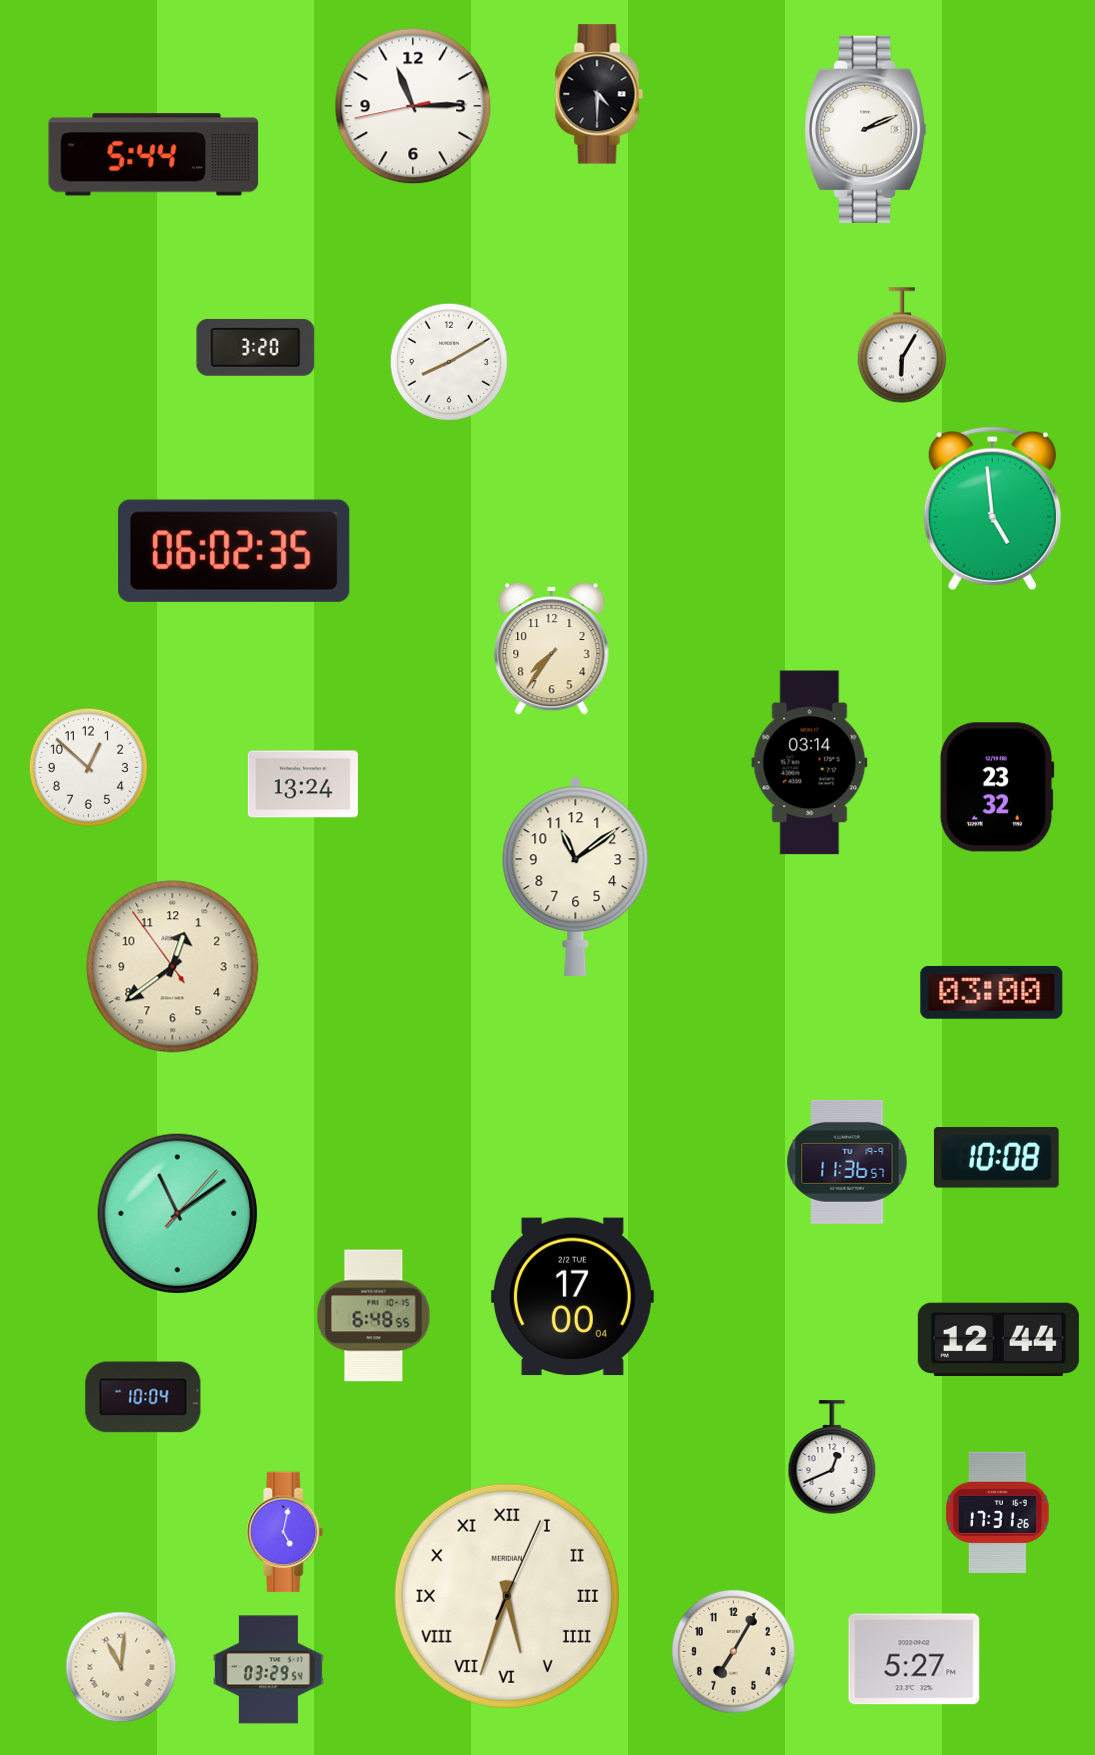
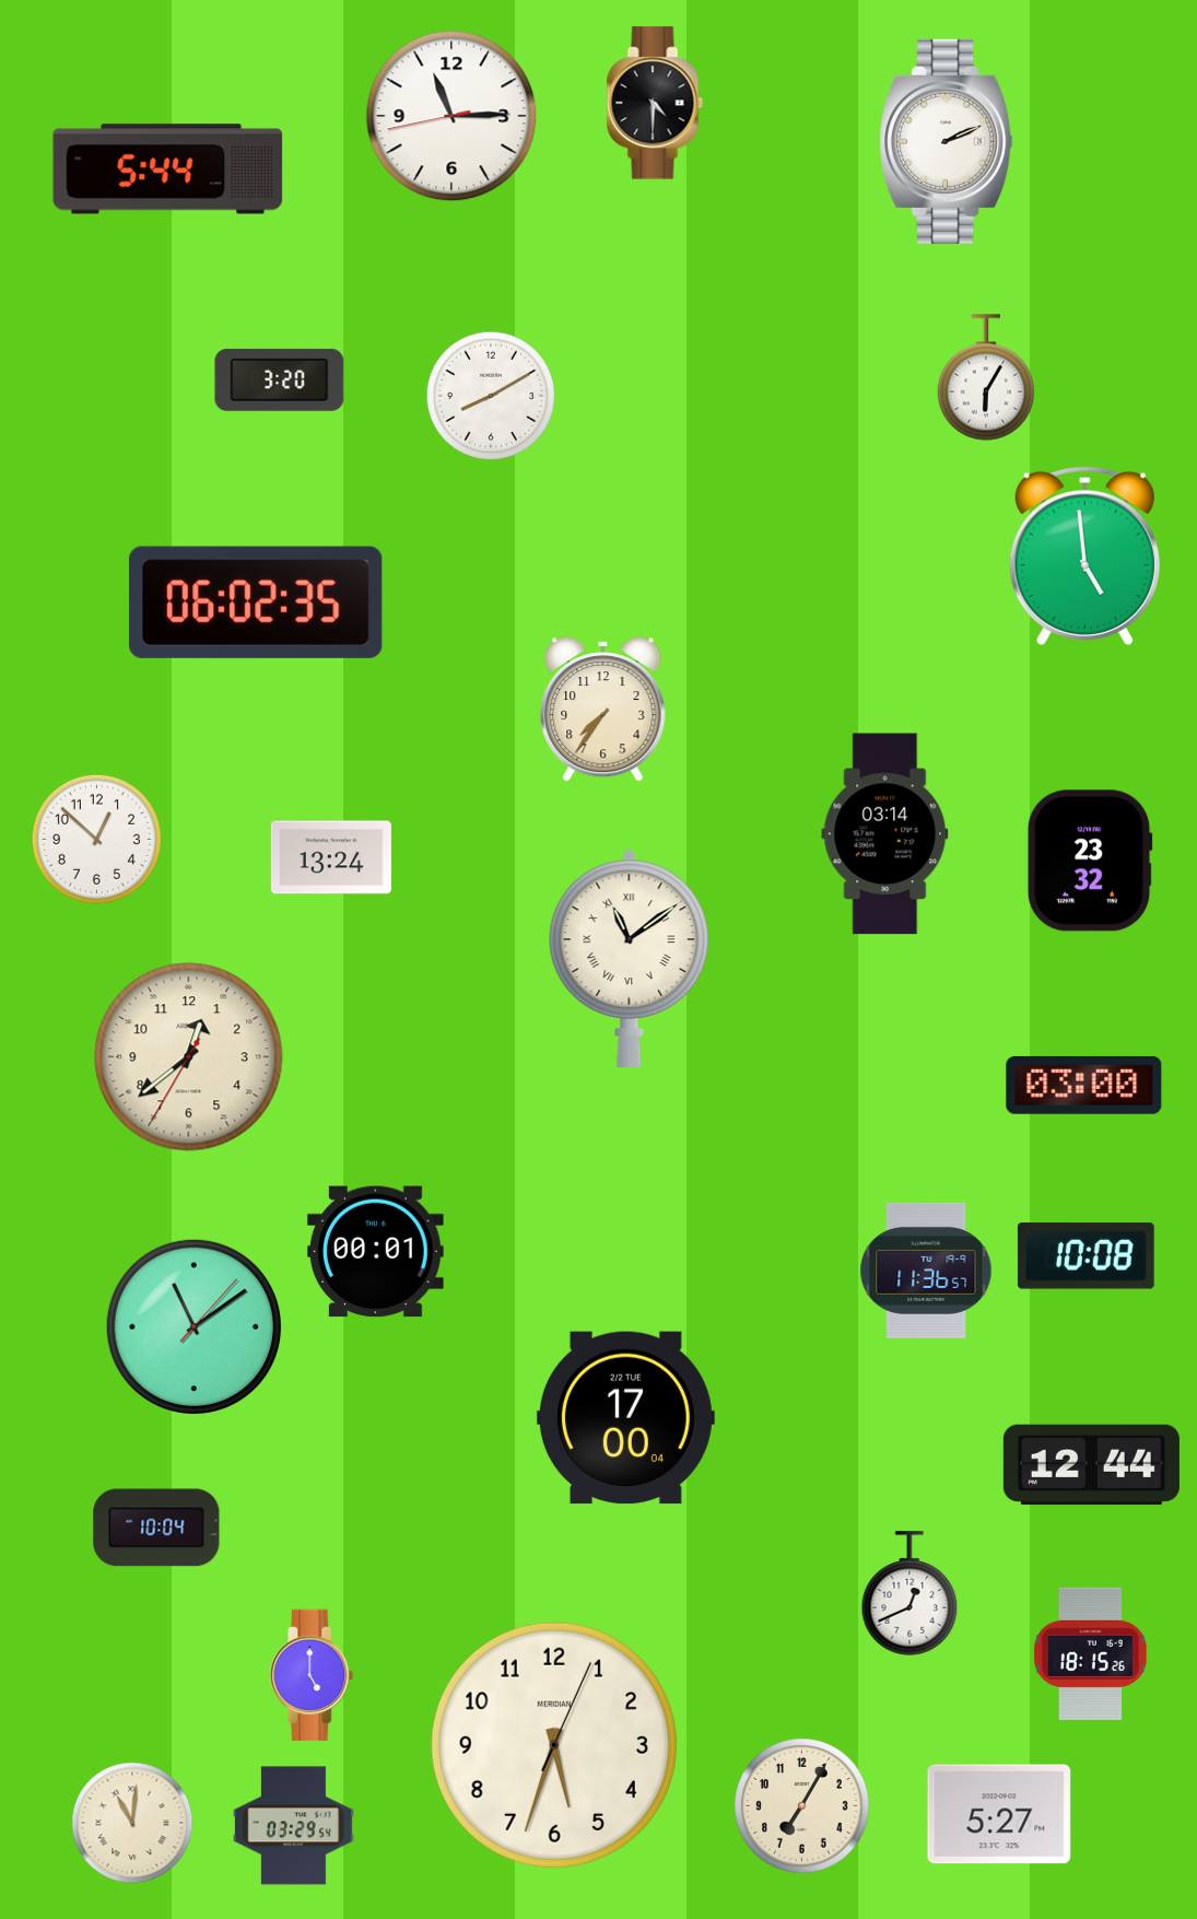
clock at (576, 876) numerals: Arabic -> Roman
clock at (173, 967): 12:38:54 -> 12:38:35
clock at (375, 1252): none -> 00:01
clock at (996, 1158) position: (996, 1158) -> (1085, 1256)
clock at (374, 1316): 6:48 -> none
clock at (998, 1512): 17:31 -> 18:15
clock at (285, 1532): 5:02 -> 5:00
clock at (507, 1596) numerals: Roman -> Arabic
